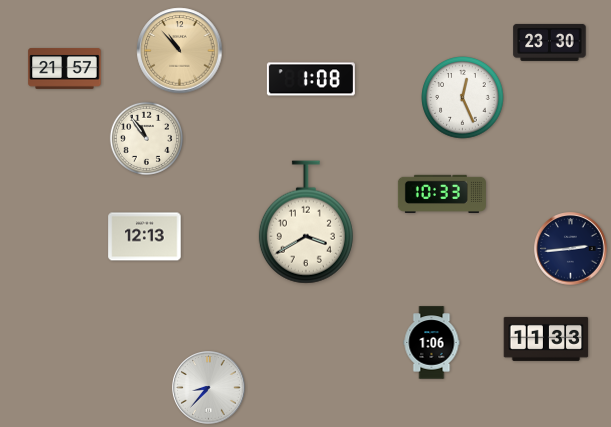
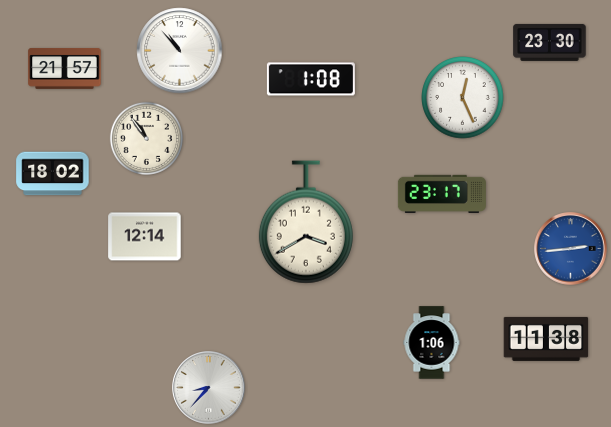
clock at (180, 51) dial: champagne -> white
clock at (53, 174): none -> 18:02
clock at (442, 193): 10:33 -> 23:17
clock at (145, 237): 12:13 -> 12:14
clock at (571, 249) dial: navy -> blue
clock at (546, 339): 11:33 -> 11:38
